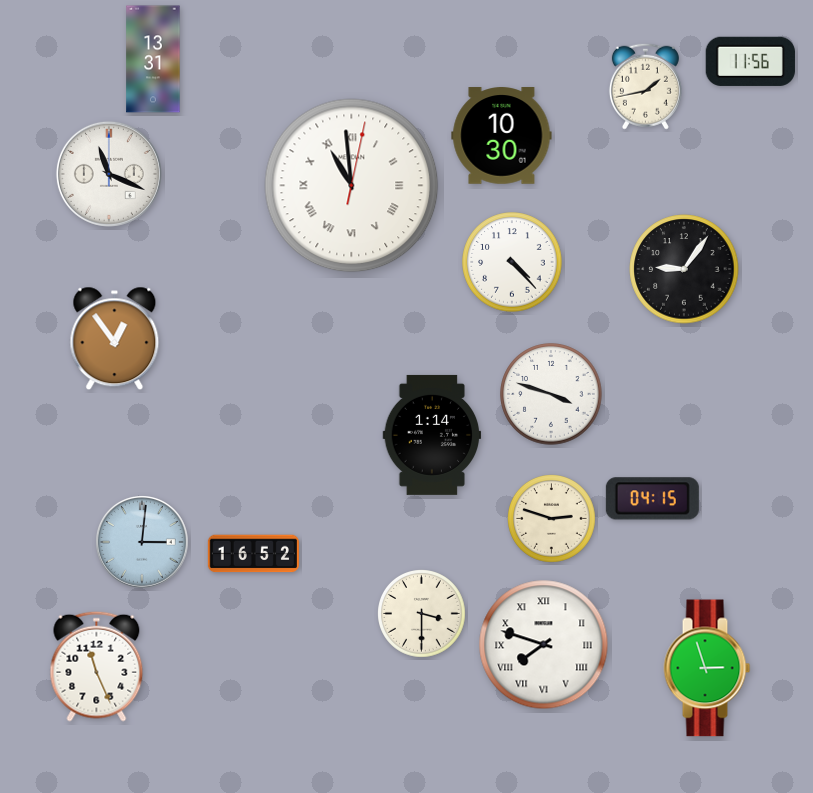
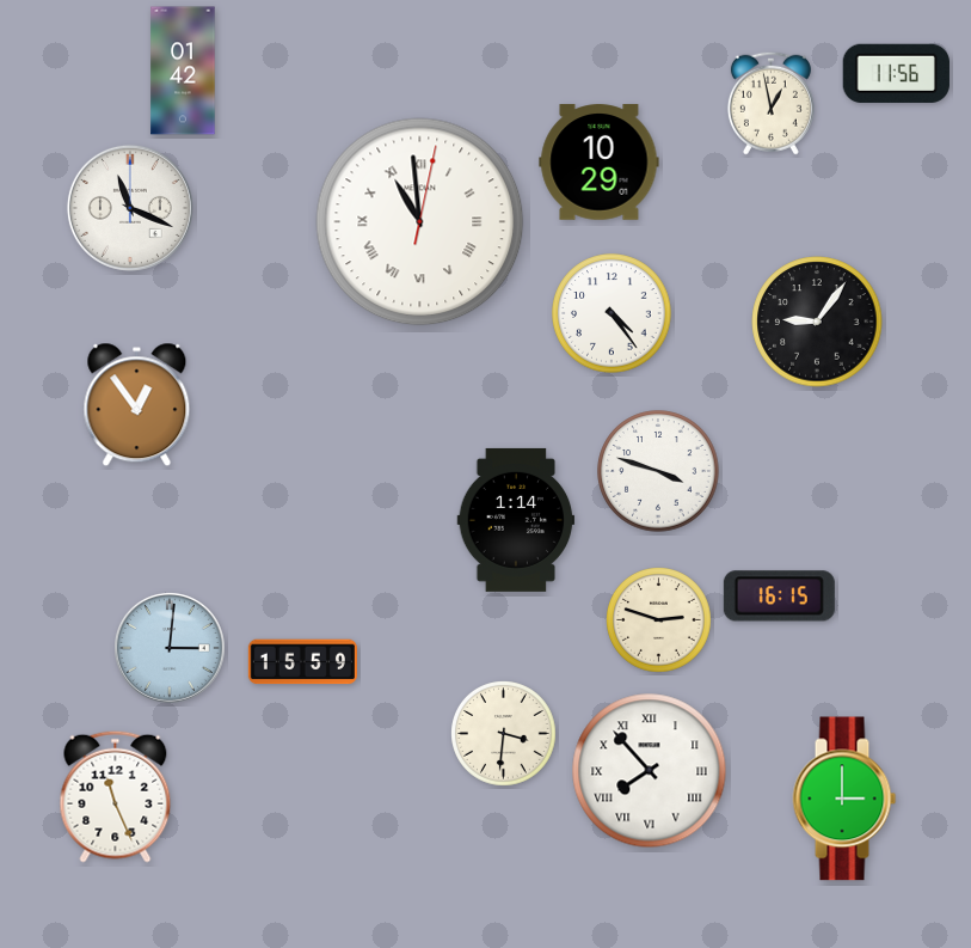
clock at (153, 59): 13:31 -> 01:42
clock at (645, 86): 1:43 -> 12:58
clock at (502, 136): 10:30 -> 10:29
clock at (512, 262): 4:23 -> 4:24
clock at (652, 499): 04:15 -> 16:15
clock at (253, 554): 16:52 -> 15:59
clock at (422, 614): 3:30 -> 3:31
clock at (544, 645): 7:48 -> 7:53
clock at (707, 668): 2:57 -> 3:00
